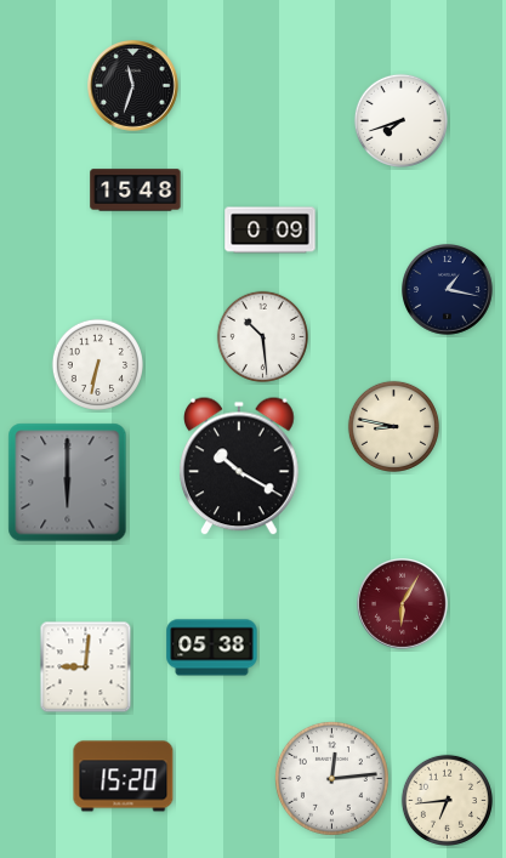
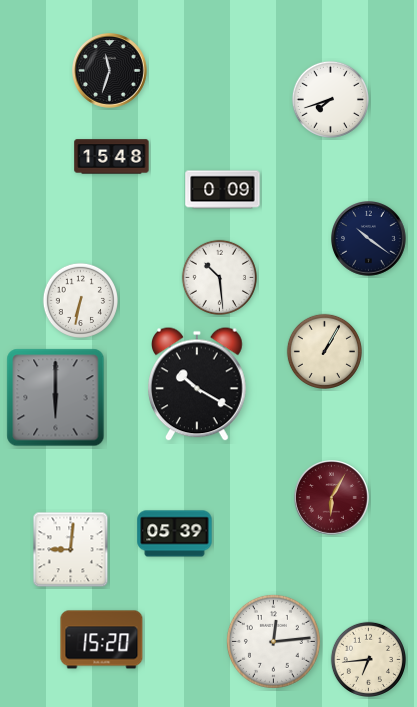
clock at (448, 290): 1:17 -> 10:21
clock at (262, 336) position: (262, 336) -> (219, 277)
clock at (393, 426): 8:47 -> 1:05
clock at (212, 648): 05:38 -> 05:39
